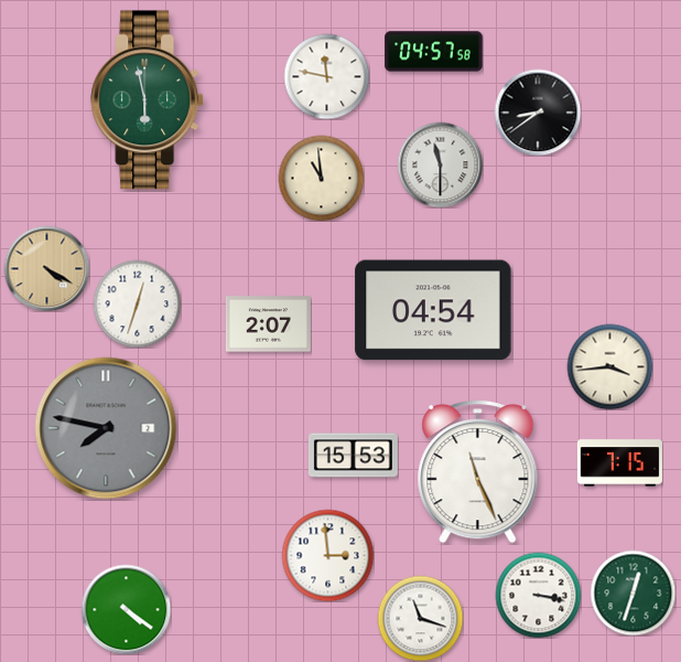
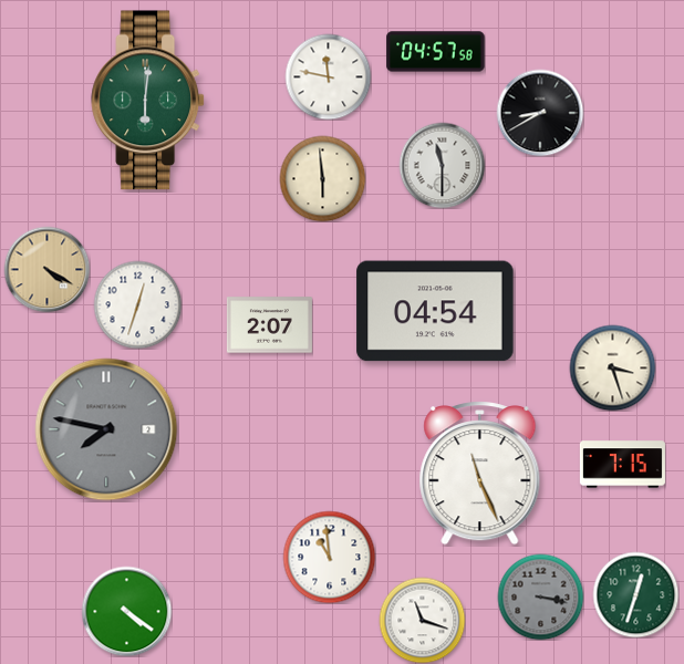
clock at (148, 100): 5:58 -> 6:01
clock at (538, 113): 8:39 -> 8:40
clock at (321, 178): 10:59 -> 5:59
clock at (609, 366): 3:44 -> 3:27
clock at (353, 456): 15:53 -> none
clock at (327, 555): 2:59 -> 10:59
clock at (538, 595) dial: white -> grey
